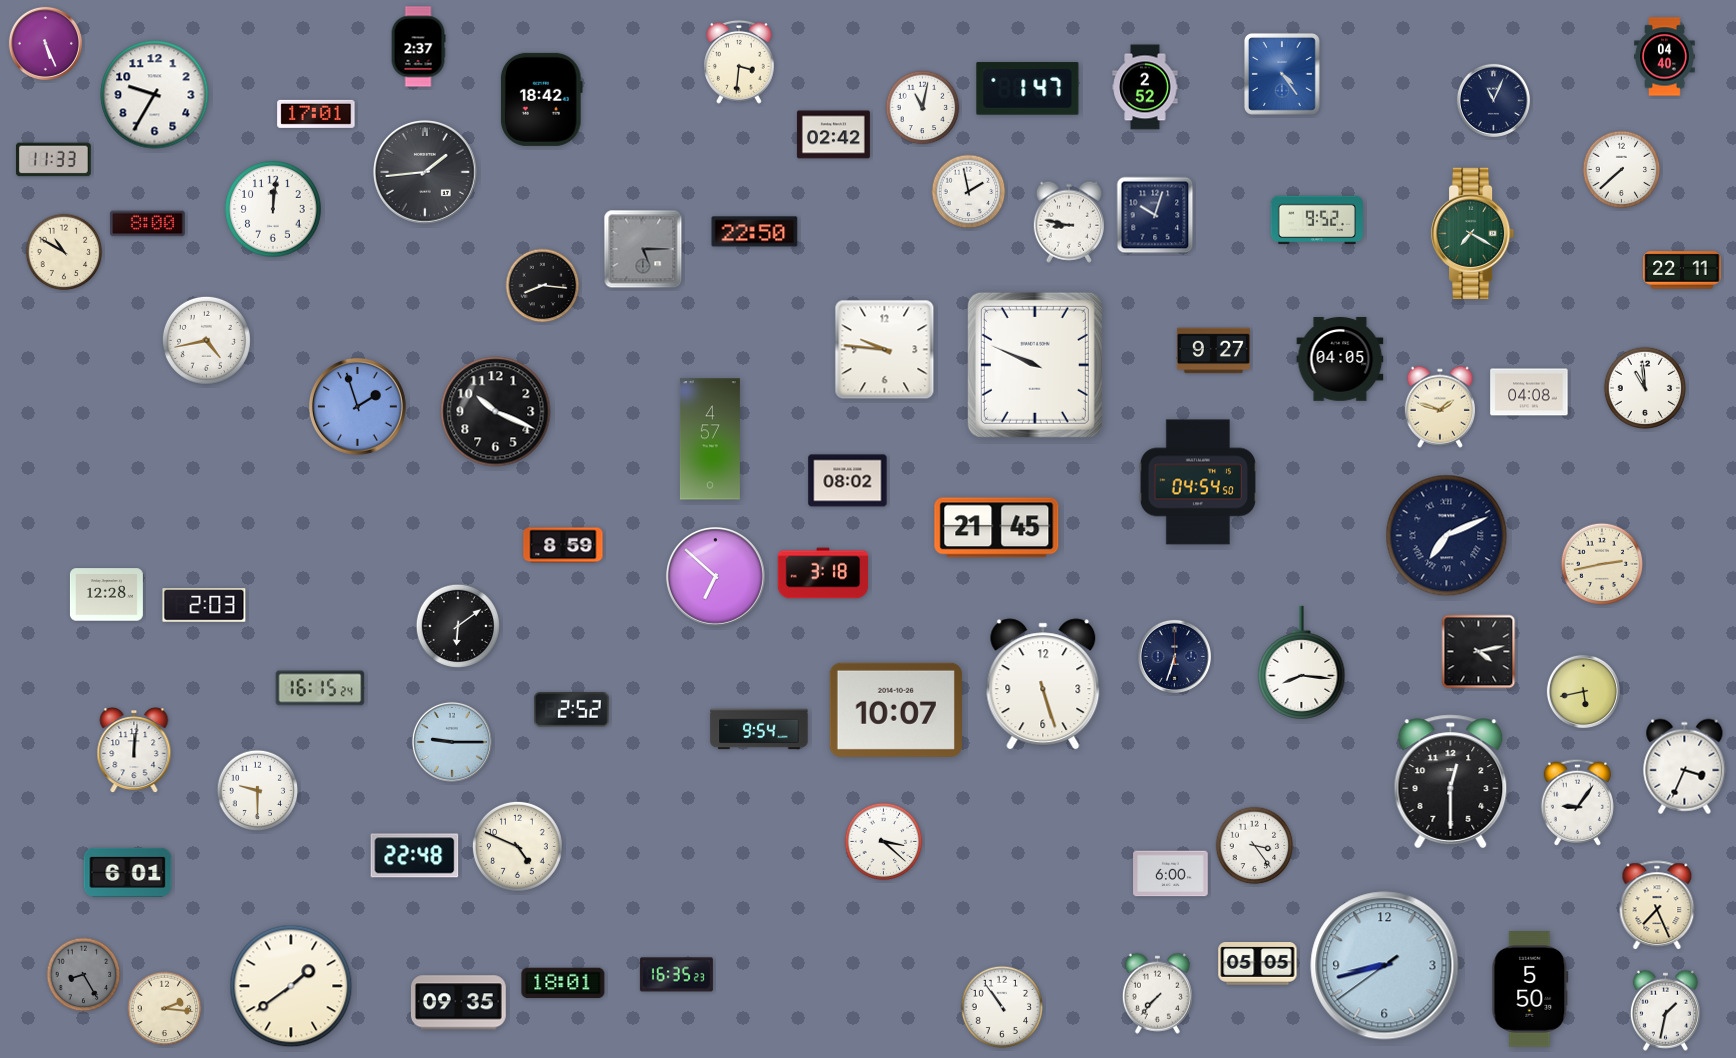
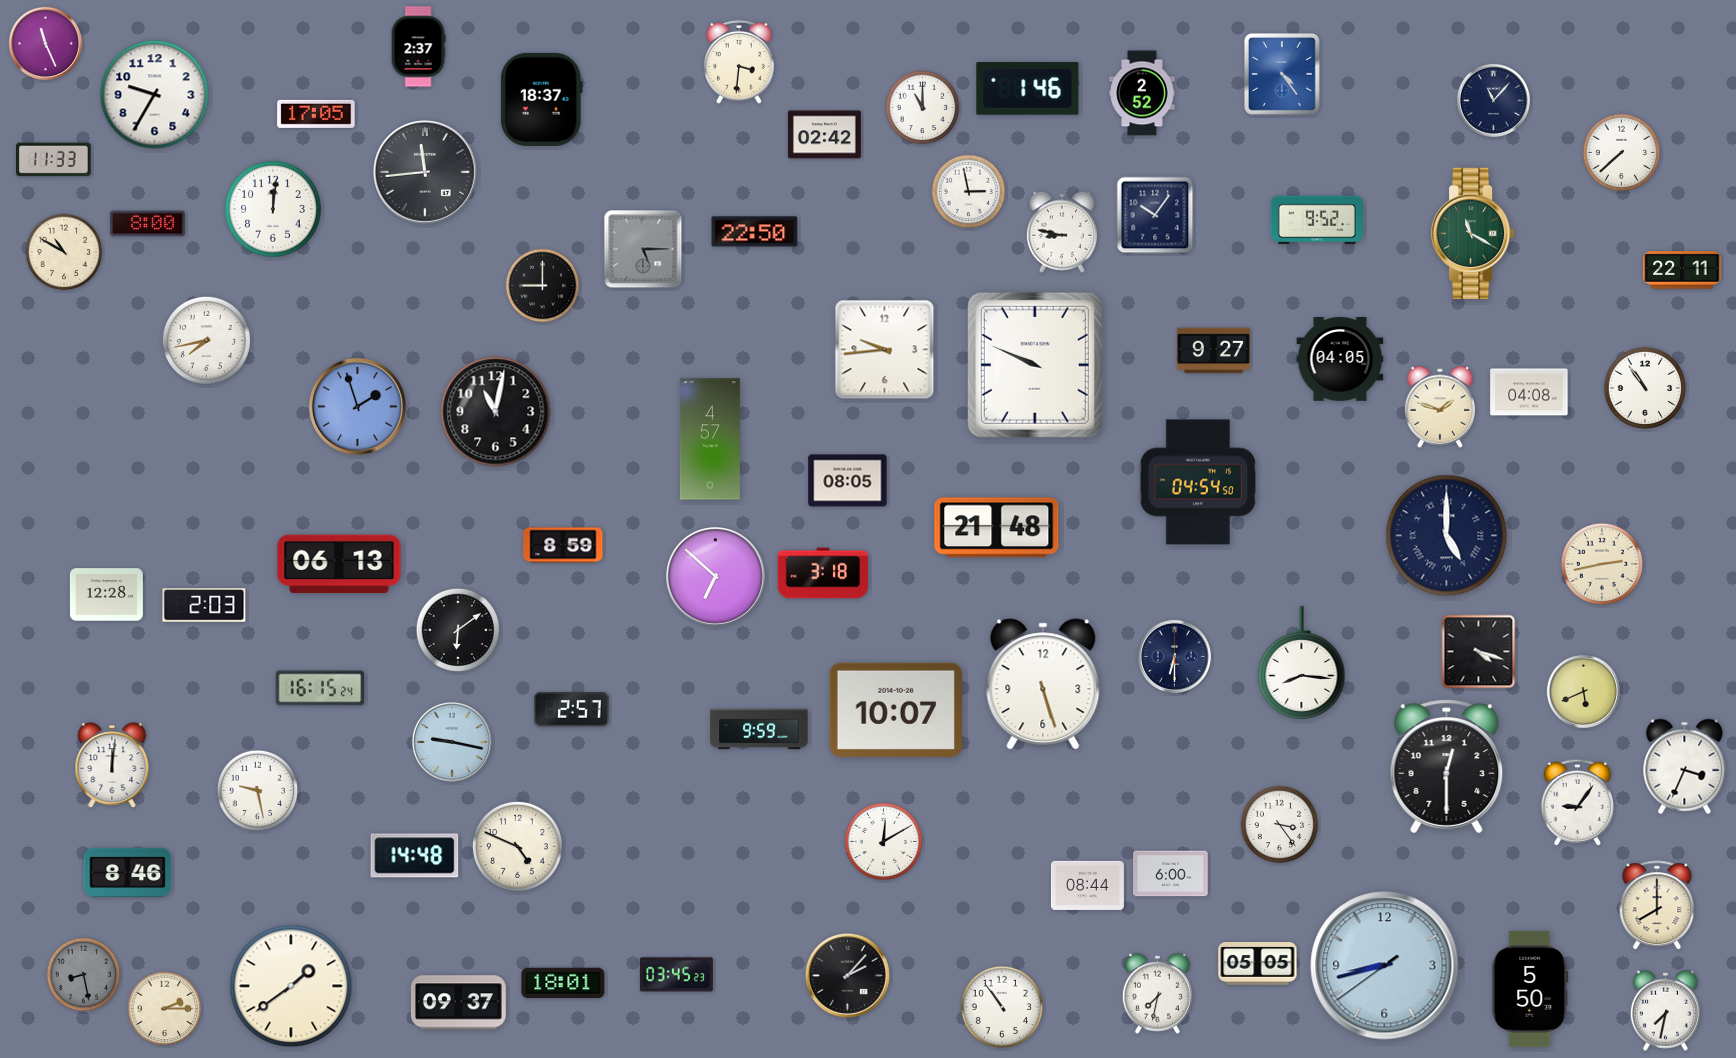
clock at (45, 43): 5:26 -> 11:26
clock at (1665, 57): 04:40 -> none
clock at (1145, 87) position: (1145, 87) -> (1142, 93)
clock at (1028, 89): 1:47 -> 1:46
clock at (541, 99): 18:42 -> 18:37
clock at (1493, 100): 11:04 -> 11:07
clock at (923, 108): 11:02 -> 11:00
clock at (316, 114): 17:01 -> 17:05
clock at (833, 135) position: (833, 135) -> (824, 135)
clock at (1622, 170) position: (1622, 170) -> (1622, 153)
clock at (426, 173): 1:44 -> 11:44
clock at (969, 192): 1:58 -> 2:58
clock at (1155, 215): 10:03 -> 10:06
clock at (1068, 222) position: (1068, 222) -> (1061, 232)
clock at (1473, 234): 7:20 -> 11:20
clock at (543, 286): 8:16 -> 9:00
clock at (206, 340): 4:43 -> 7:43
clock at (885, 350): 9:46 -> 9:44
clock at (1645, 387): 10:59 -> 10:54
clock at (496, 412): 10:19 -> 11:02
clock at (848, 481): 08:02 -> 08:05
clock at (997, 528): 21:45 -> 21:48
clock at (1447, 536): 7:11 -> 5:00
clock at (339, 564): none -> 06:13
clock at (458, 626) position: (458, 626) -> (458, 630)
clock at (1479, 652): 4:13 -> 4:18
clock at (1174, 656): 6:33 -> 6:30
clock at (1583, 691): 5:43 -> 5:41
clock at (572, 710): 2:52 -> 2:57
clock at (759, 729): 9:54 -> 9:59
clock at (452, 742): 9:15 -> 9:17
clock at (134, 751) position: (134, 751) -> (112, 766)
clock at (1451, 782) position: (1451, 782) -> (1447, 767)
clock at (258, 791): 9:30 -> 9:28
clock at (884, 842): 3:22 -> 12:10
clock at (1255, 846) position: (1255, 846) -> (1280, 825)
clock at (415, 856): 22:48 -> 14:48
clock at (128, 872): 6:01 -> 8:46
clock at (1087, 885): none -> 08:44
clock at (1657, 906): 7:26 -> 8:00
clock at (84, 975): 8:25 -> 8:28
clock at (676, 975): 16:35 -> 03:45
clock at (847, 975): none -> 2:07
clock at (1157, 993): 7:37 -> 7:32
clock at (458, 1003): 09:35 -> 09:37
clock at (165, 1009): 2:16 -> 2:15
clock at (1665, 1010): 1:32 -> 7:32
